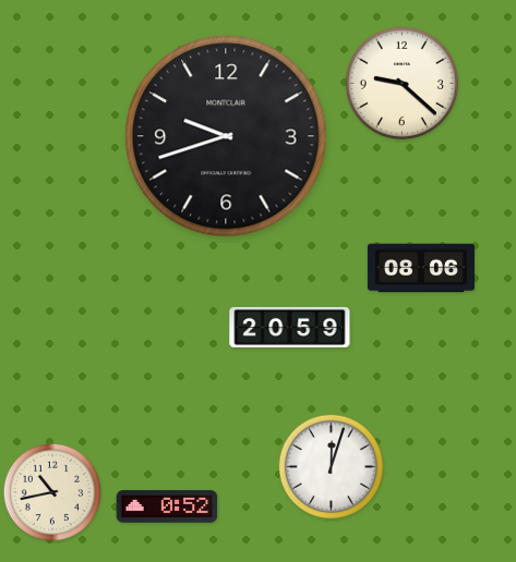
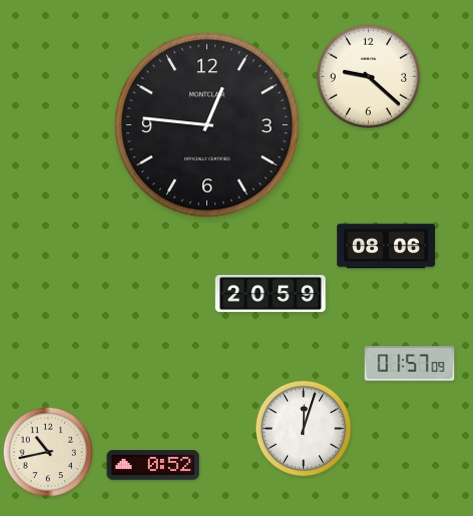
clock at (226, 136): 9:42 -> 12:46
clock at (290, 327) position: (290, 327) -> (271, 293)
clock at (410, 364): none -> 01:57
